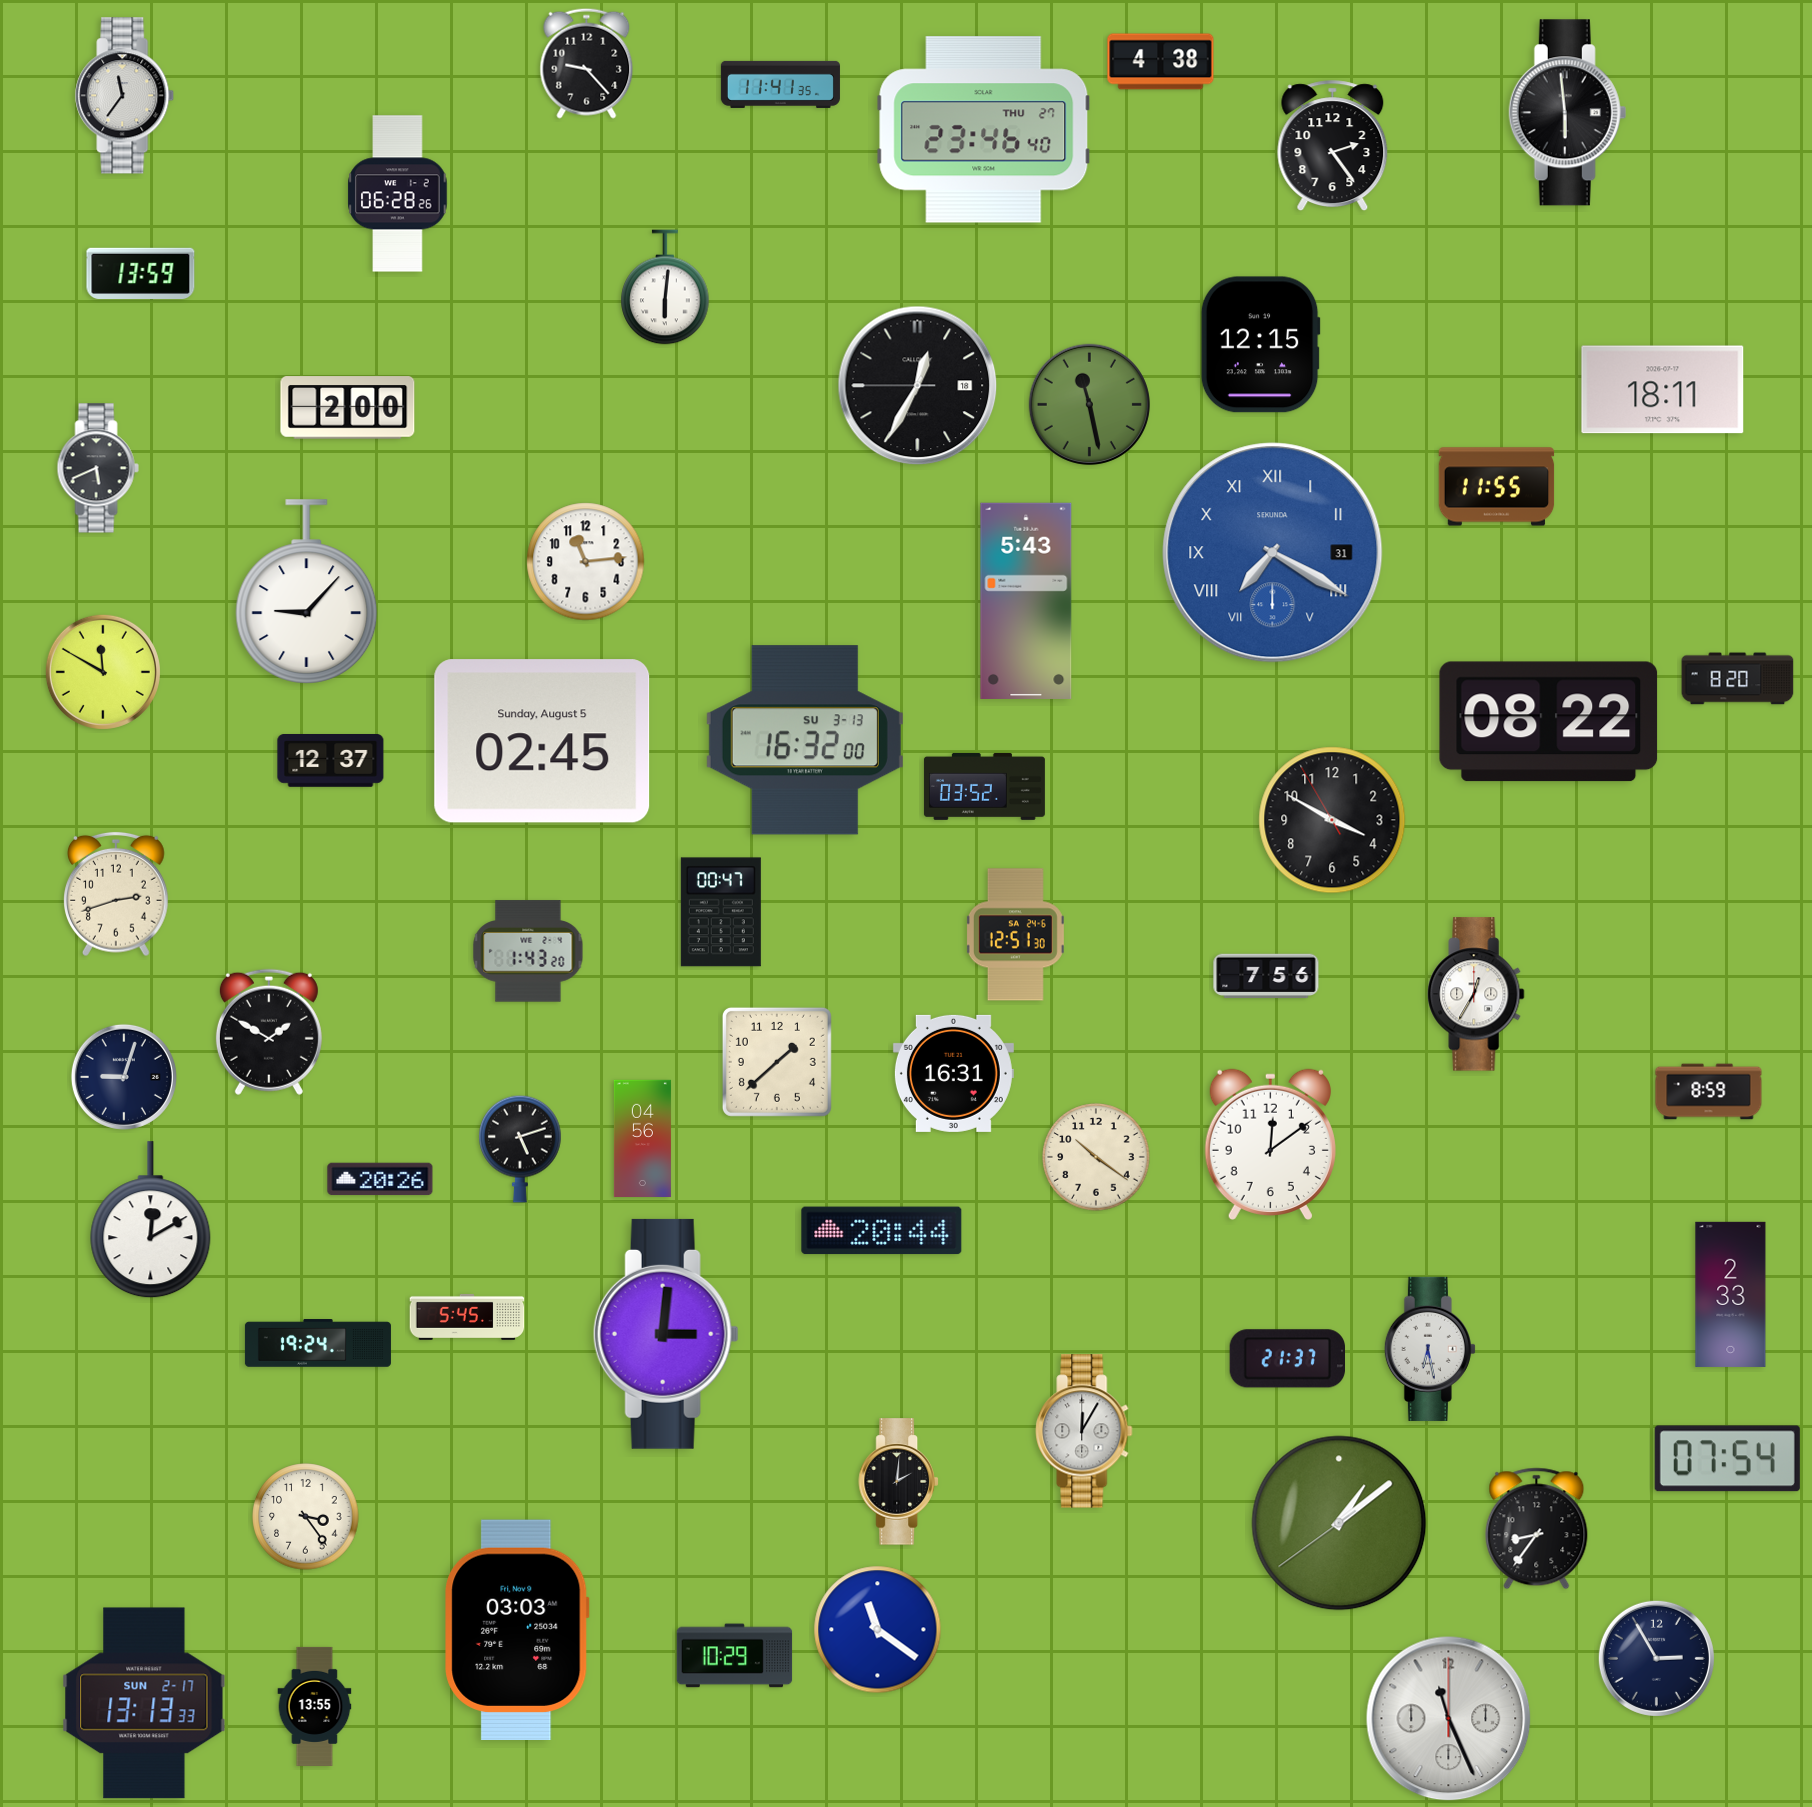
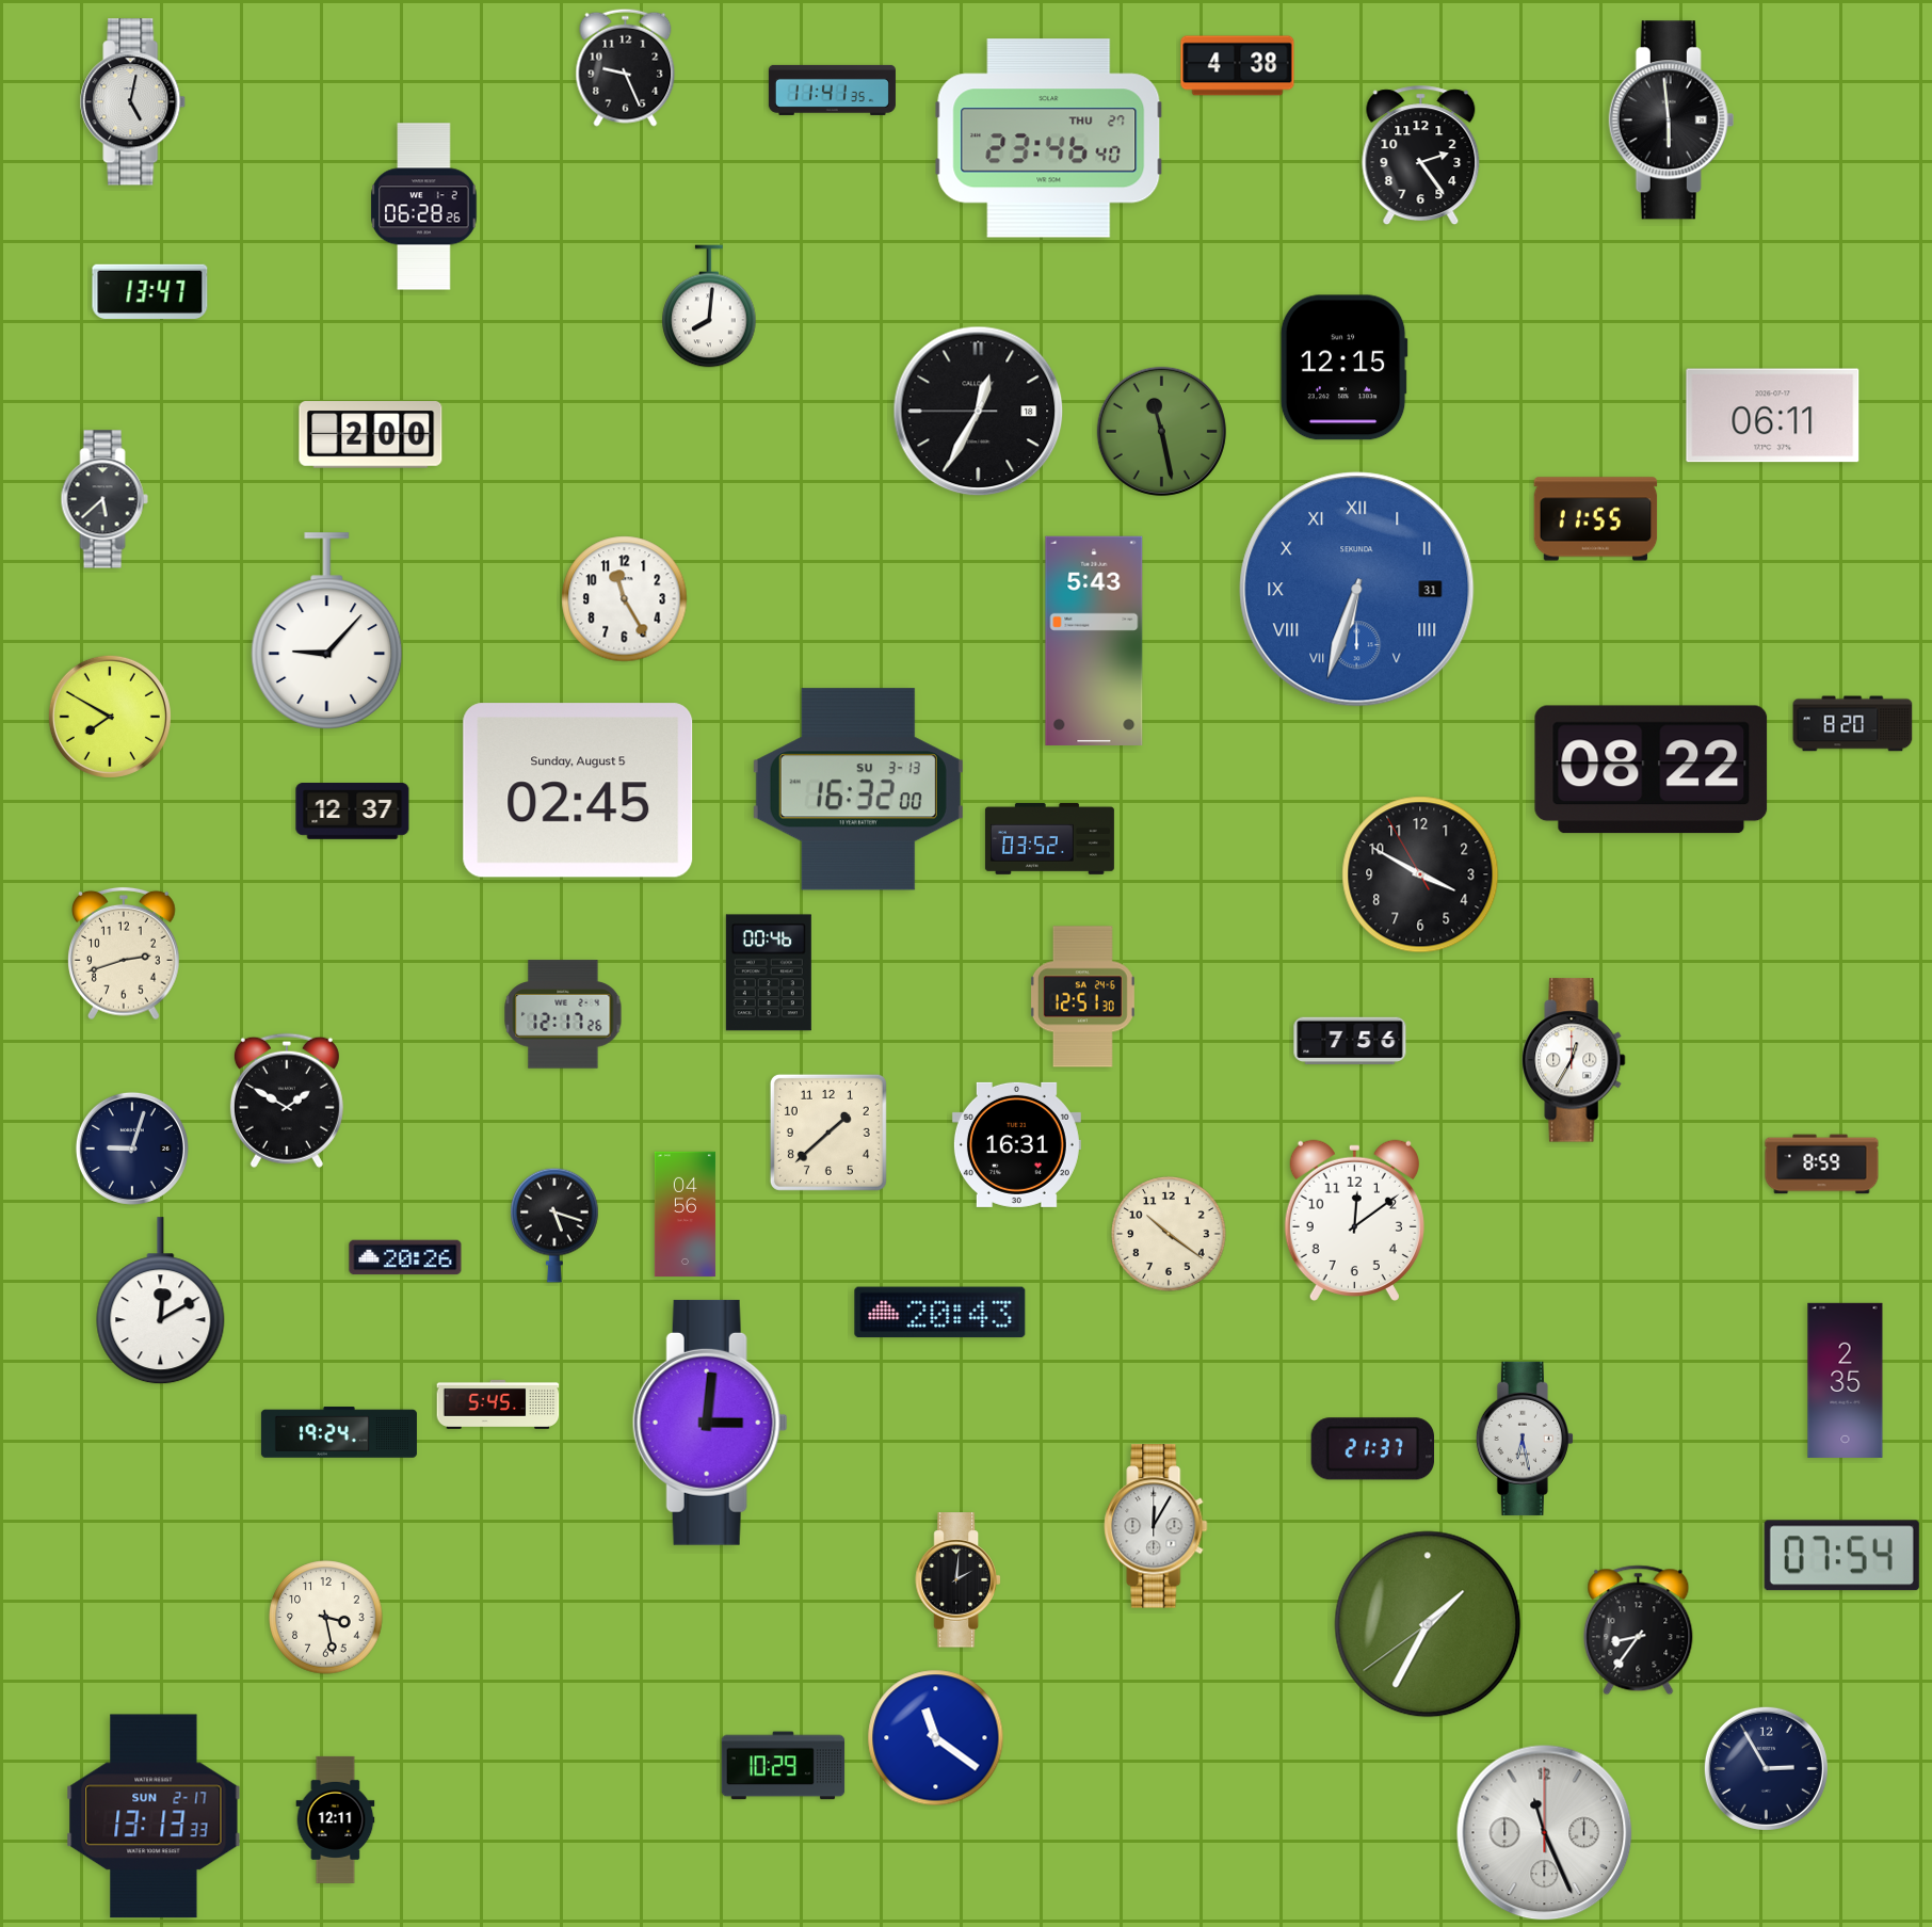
clock at (587, 63): 9:23 -> 9:26
clock at (125, 96): 11:36 -> 5:02
clock at (141, 273): 13:59 -> 13:47
clock at (665, 287): 6:01 -> 8:01
clock at (1663, 390): 18:11 -> 06:11
clock at (98, 468): 5:41 -> 5:38
clock at (1273, 553): 7:20 -> 6:33
clock at (586, 562): 11:14 -> 11:25
clock at (103, 672): 11:50 -> 7:50
clock at (721, 912): 00:47 -> 00:46
clock at (528, 951): 1:43 -> 12:17
clock at (520, 1149): 5:12 -> 5:18
clock at (882, 1231): 20:44 -> 20:43
clock at (1731, 1294): 2:33 -> 2:35
clock at (306, 1517): 3:24 -> 3:28
clock at (1339, 1523): 1:08 -> 1:34
clock at (517, 1630): 03:03 -> none
clock at (315, 1706): 13:55 -> 12:11
